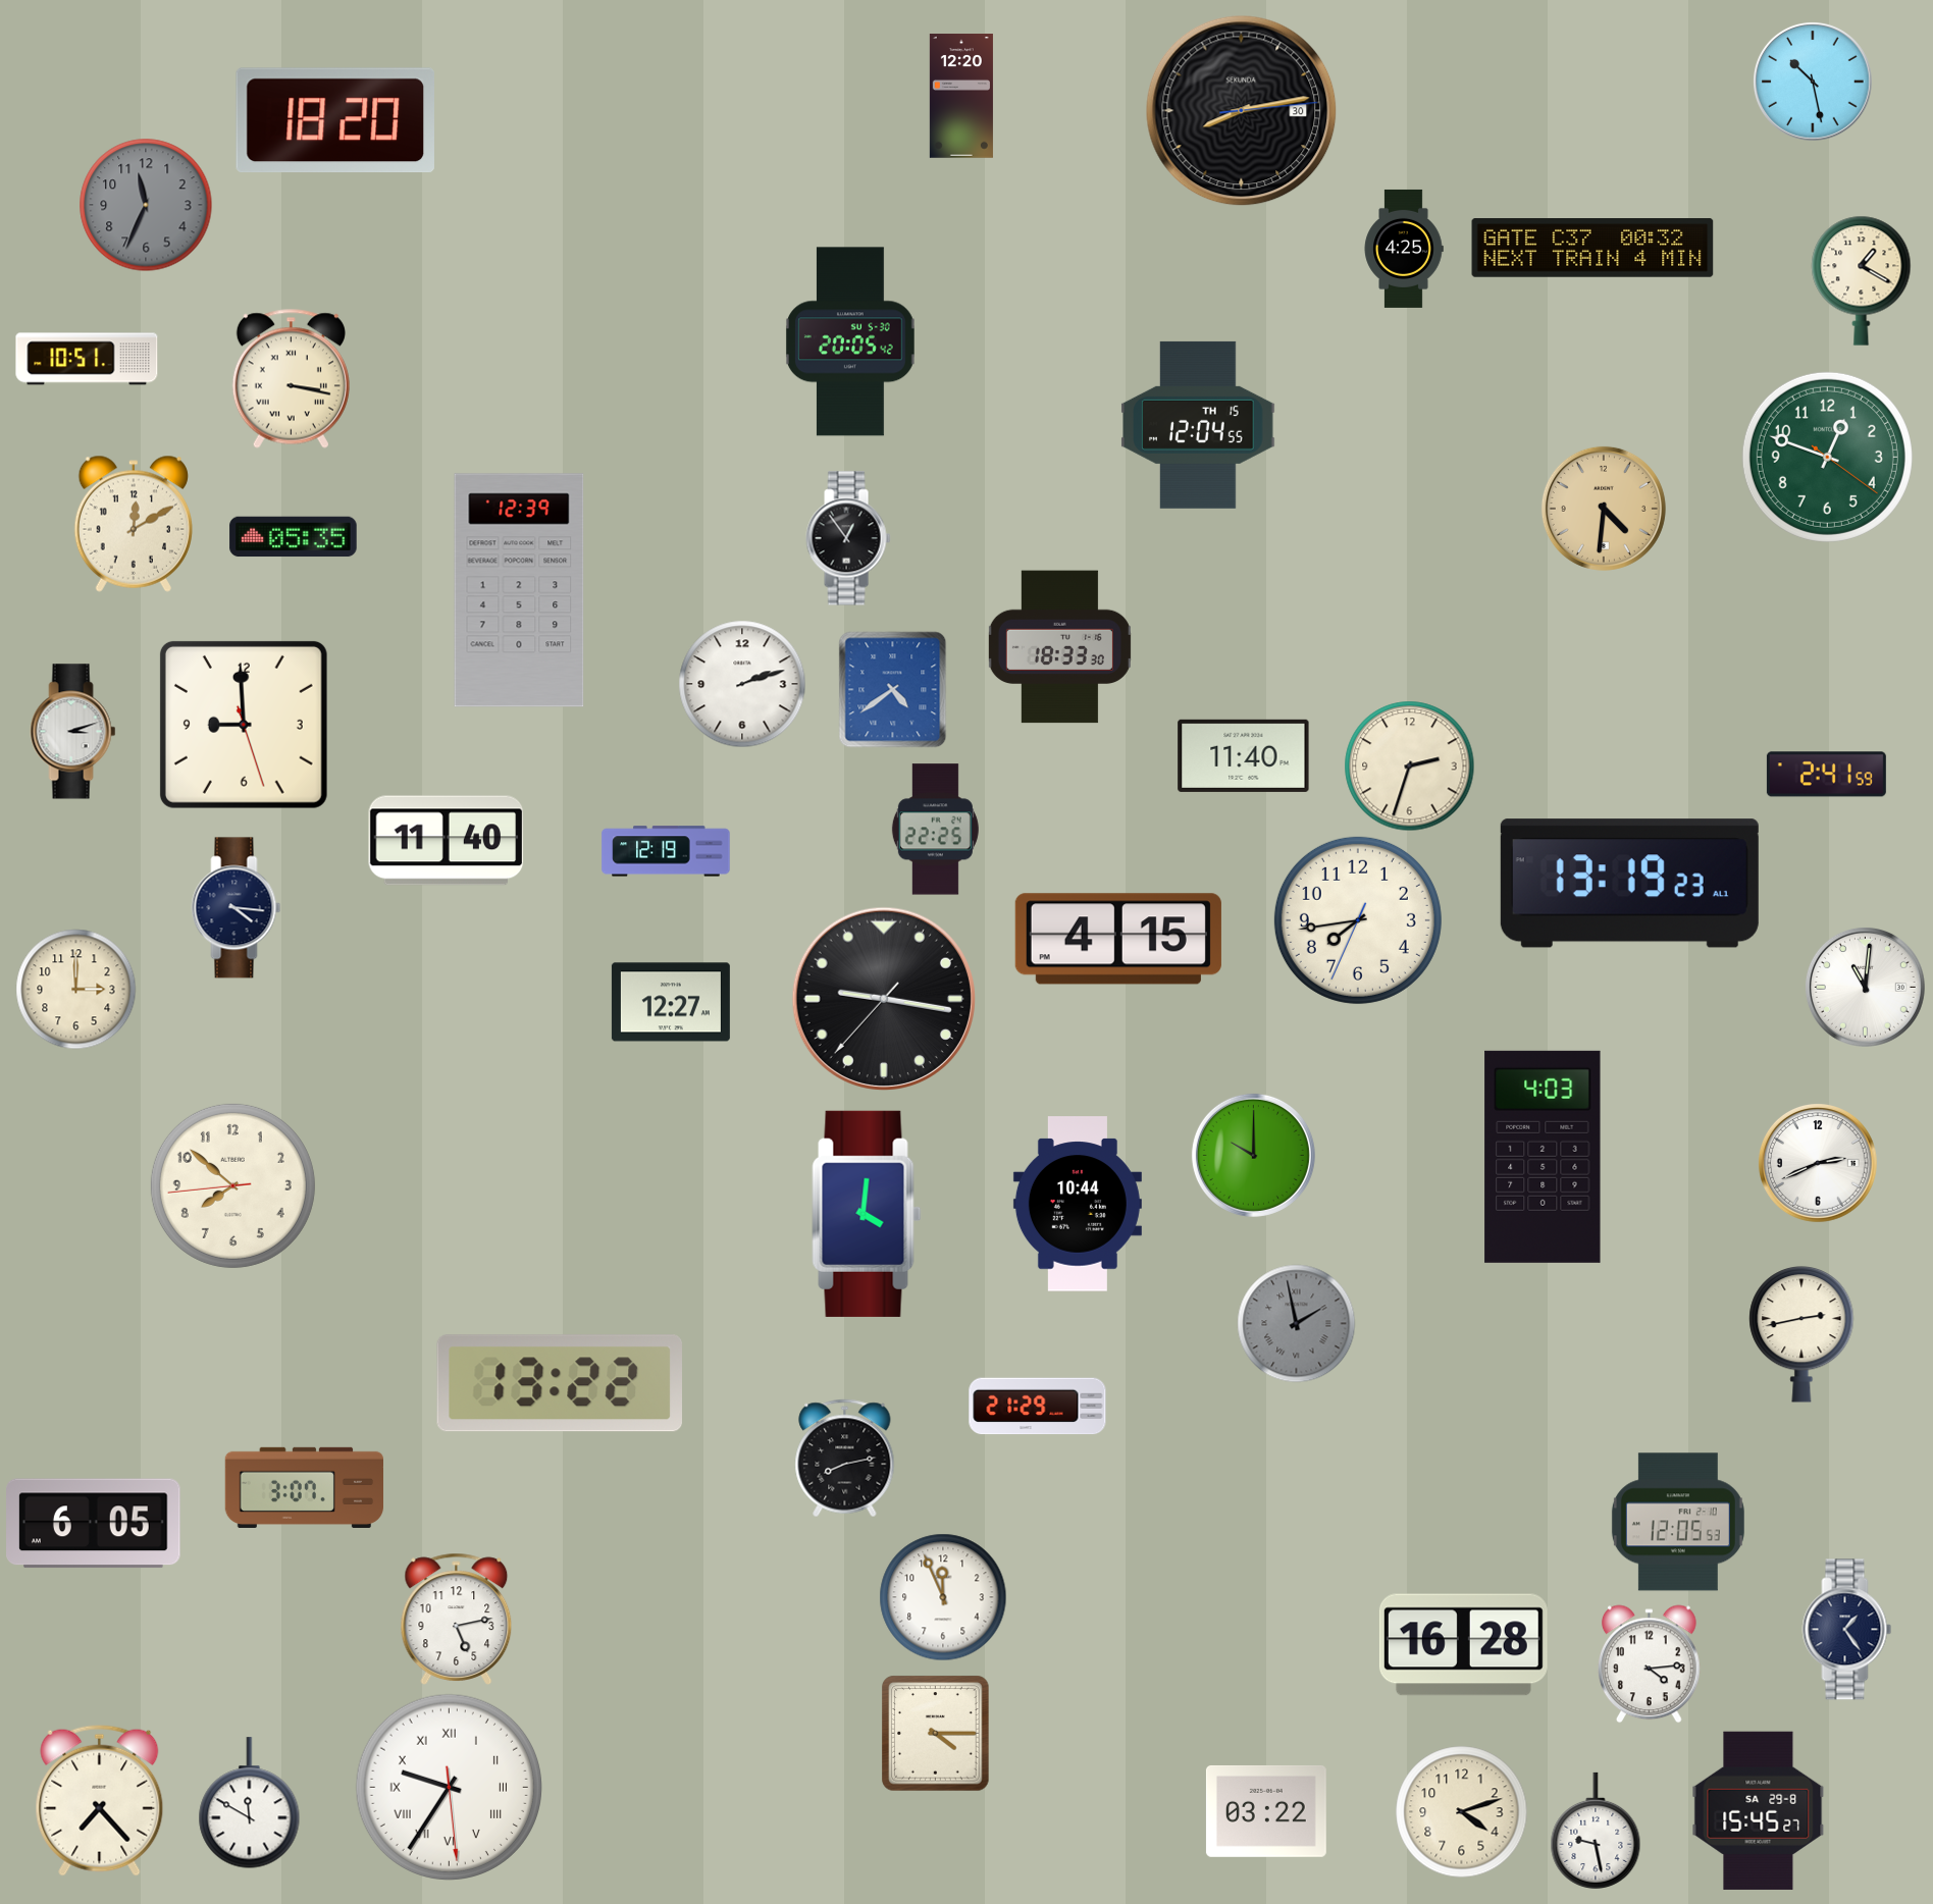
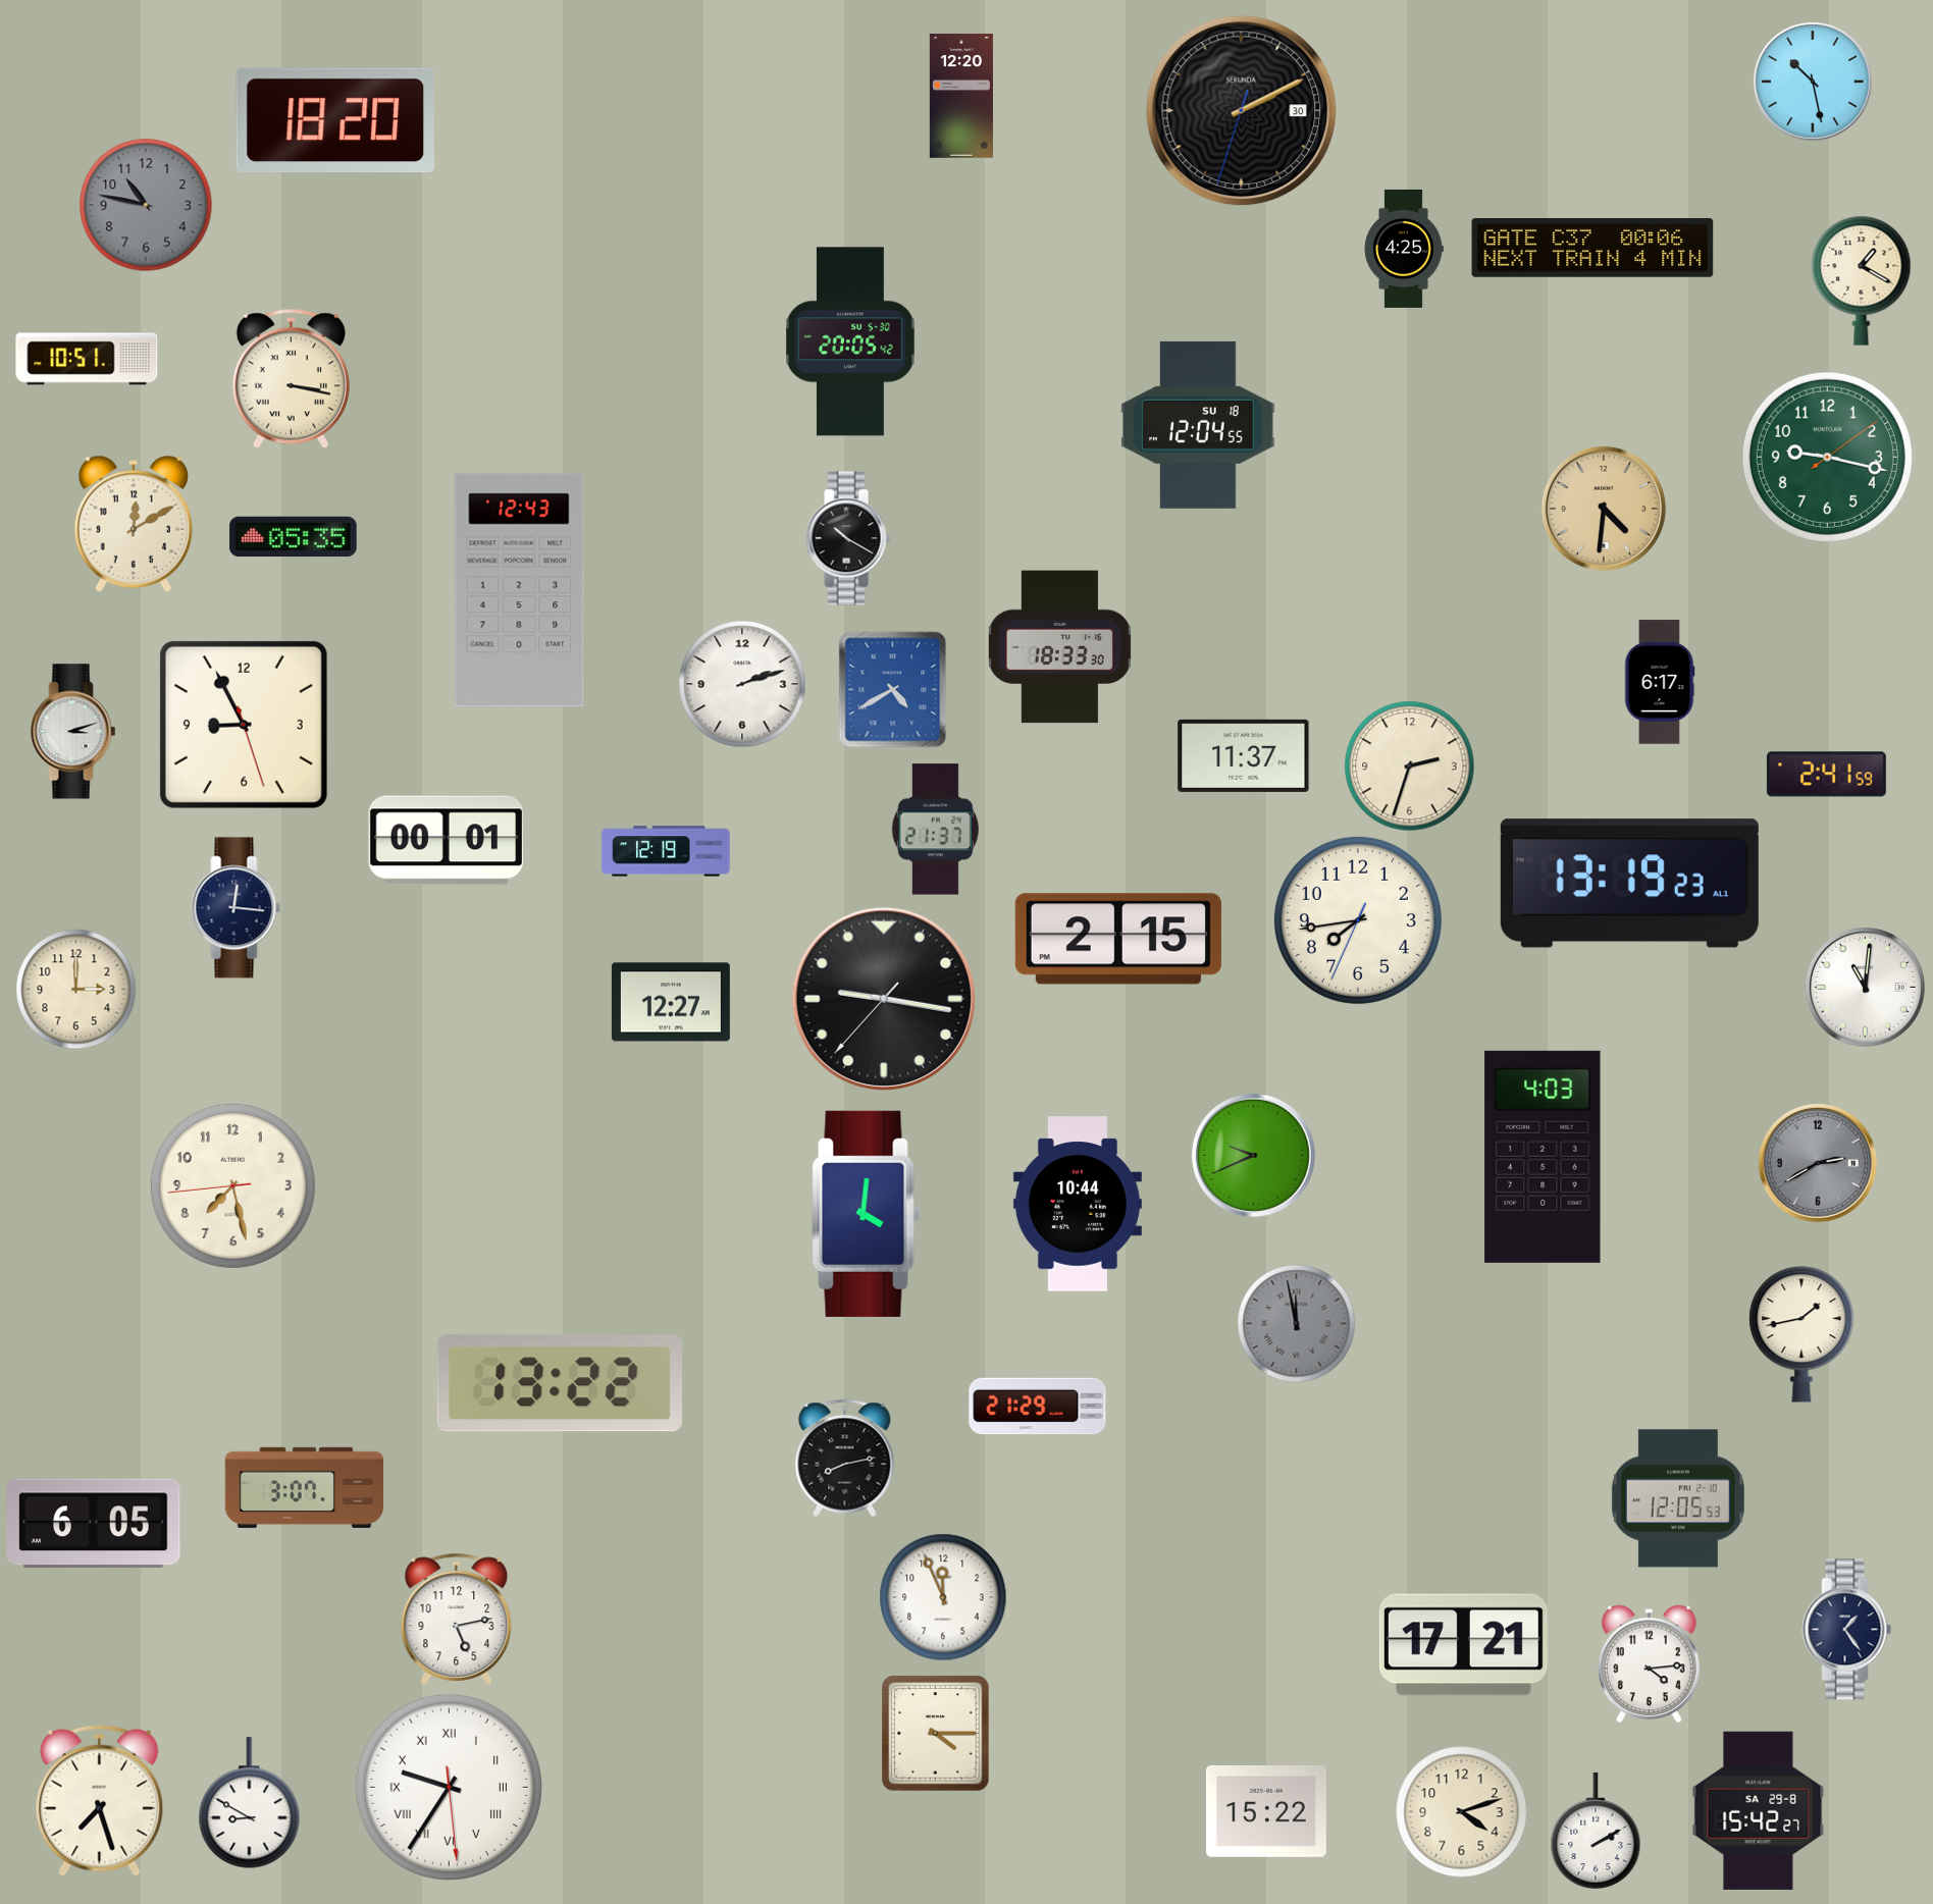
clock at (1242, 111): 8:13 -> 2:10
clock at (146, 205): 11:34 -> 10:47
clock at (1592, 248): 00:32 -> 00:06
clock at (1198, 425) date: TH 15 -> SU 18
clock at (1827, 457): 12:48 -> 9:17
clock at (848, 538): 12:54 -> 10:20
clock at (519, 590): 12:39 -> 12:43
clock at (1660, 682): none -> 6:17
clock at (893, 690): 4:39 -> 4:40
clock at (244, 725): 8:59 -> 8:55
clock at (1244, 755): 11:40 -> 11:37
clock at (935, 830): 22:25 -> 21:37
clock at (447, 841): 11:40 -> 00:01
clock at (237, 908): 4:16 -> 12:16
clock at (1118, 939): 4:15 -> 2:15
clock at (1253, 1155): 10:00 -> 9:41
clock at (1818, 1163): 2:41 -> 2:40
clock at (1818, 1163) dial: white -> grey
clock at (232, 1185): 7:51 -> 7:27
clock at (1297, 1324): 1:58 -> 11:58
clock at (1801, 1335): 2:43 -> 1:43
clock at (1678, 1522) position: (1678, 1522) -> (1678, 1498)
clock at (1463, 1645): 16:28 -> 17:21
clock at (100, 1800): 7:23 -> 7:27
clock at (250, 1803): 11:50 -> 8:50
clock at (1759, 1810): 15:45 -> 15:42
clock at (1266, 1811): 03:22 -> 15:22
clock at (1596, 1830): 9:28 -> 2:10
